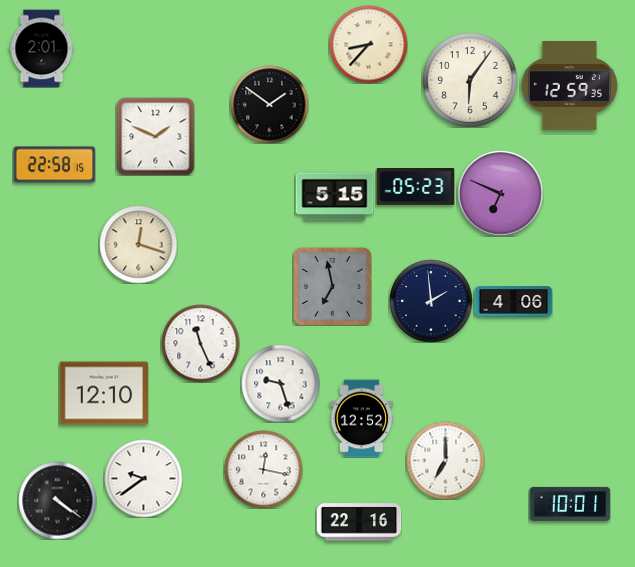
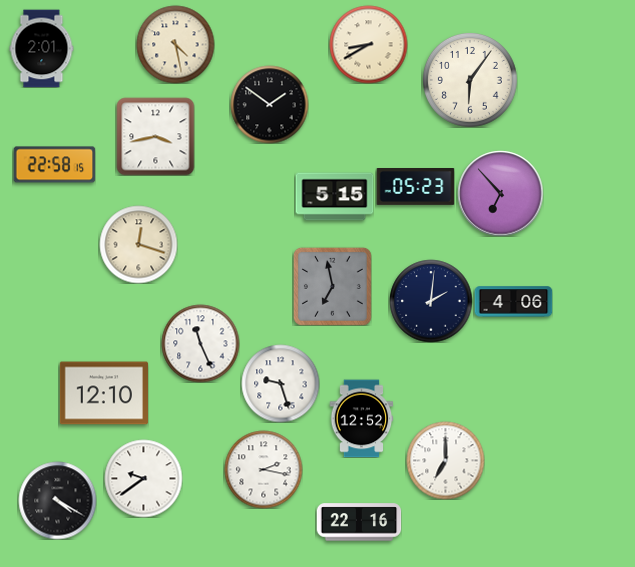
clock at (175, 44): none -> 4:28
clock at (368, 44): 8:37 -> 8:40
clock at (569, 86): 12:59 -> none
clock at (155, 136): 1:49 -> 3:43
clock at (500, 193): 6:49 -> 6:53
clock at (431, 301): 1:59 -> 2:01
clock at (263, 469): 12:17 -> 2:17
clock at (57, 500): 4:21 -> 4:20
clock at (570, 504): 10:01 -> none
